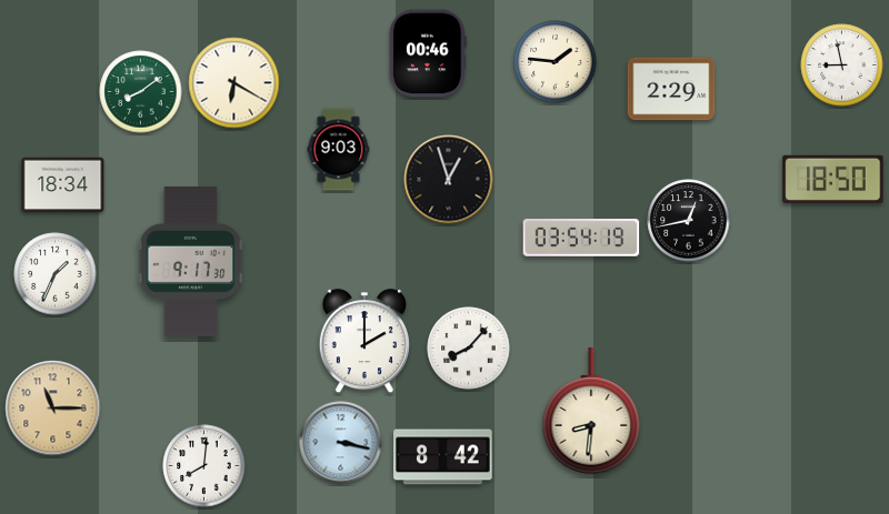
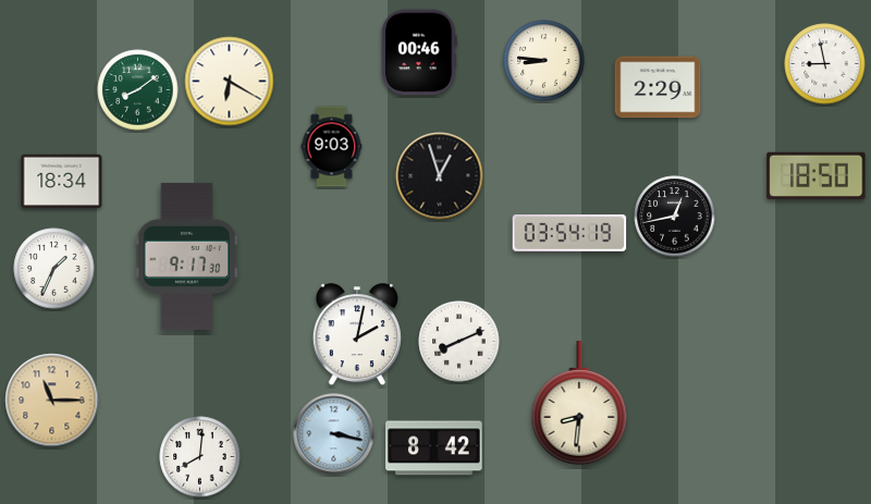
clock at (556, 62): 1:46 -> 8:46
clock at (364, 342): 2:00 -> 2:02
clock at (469, 349): 8:07 -> 8:11
